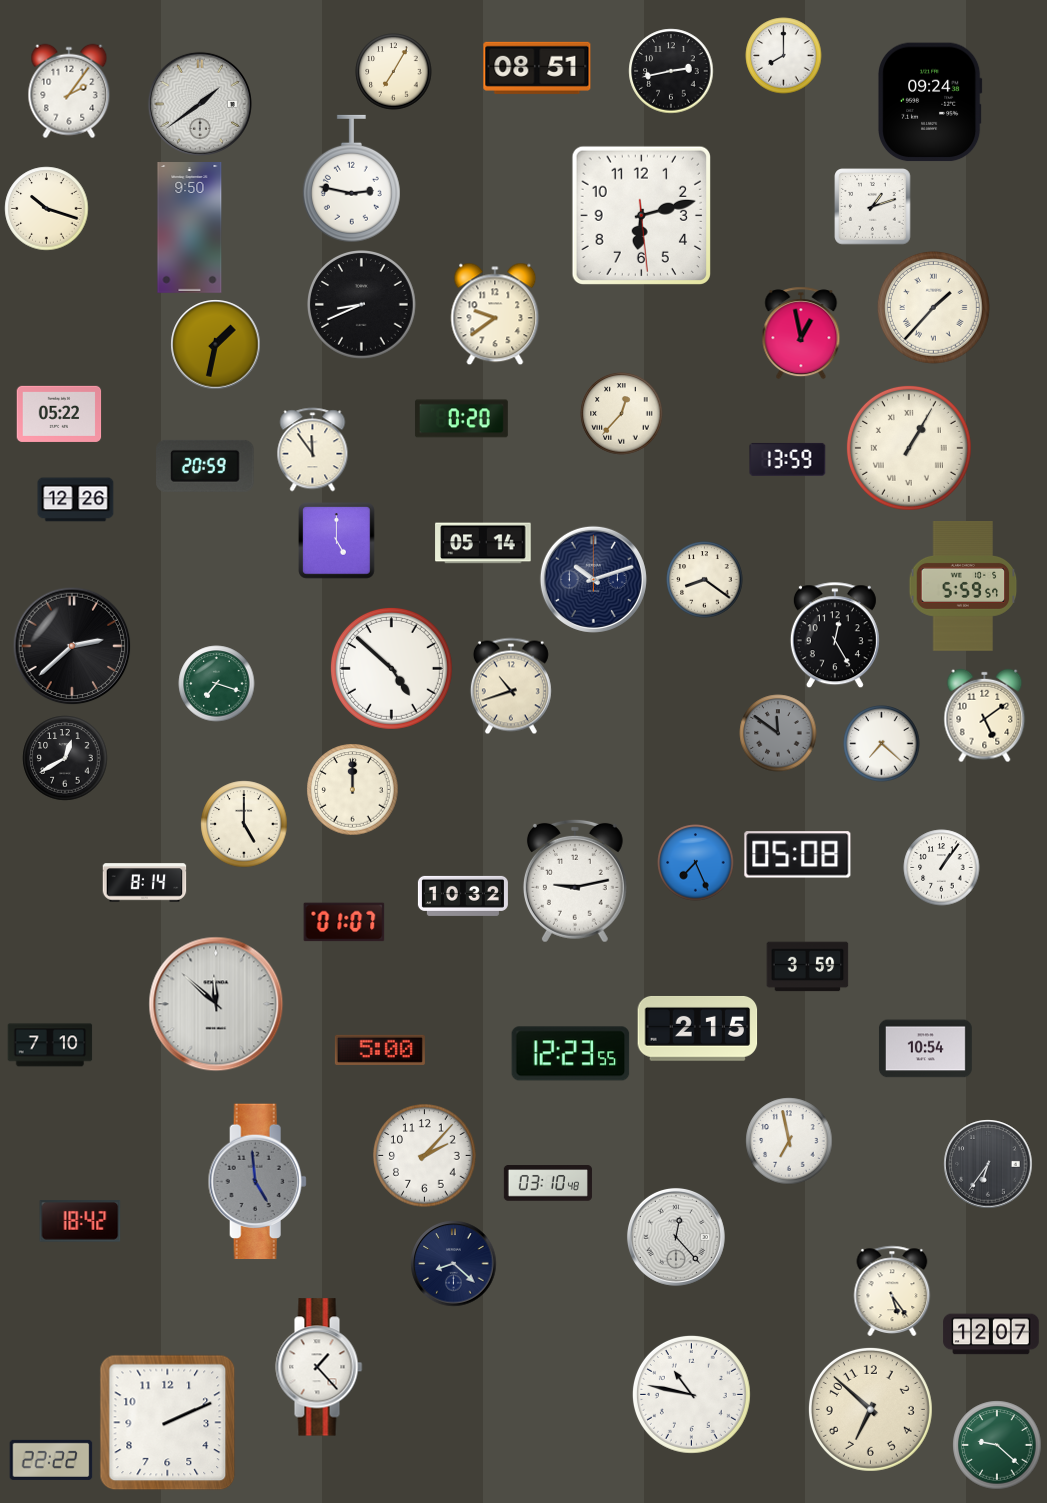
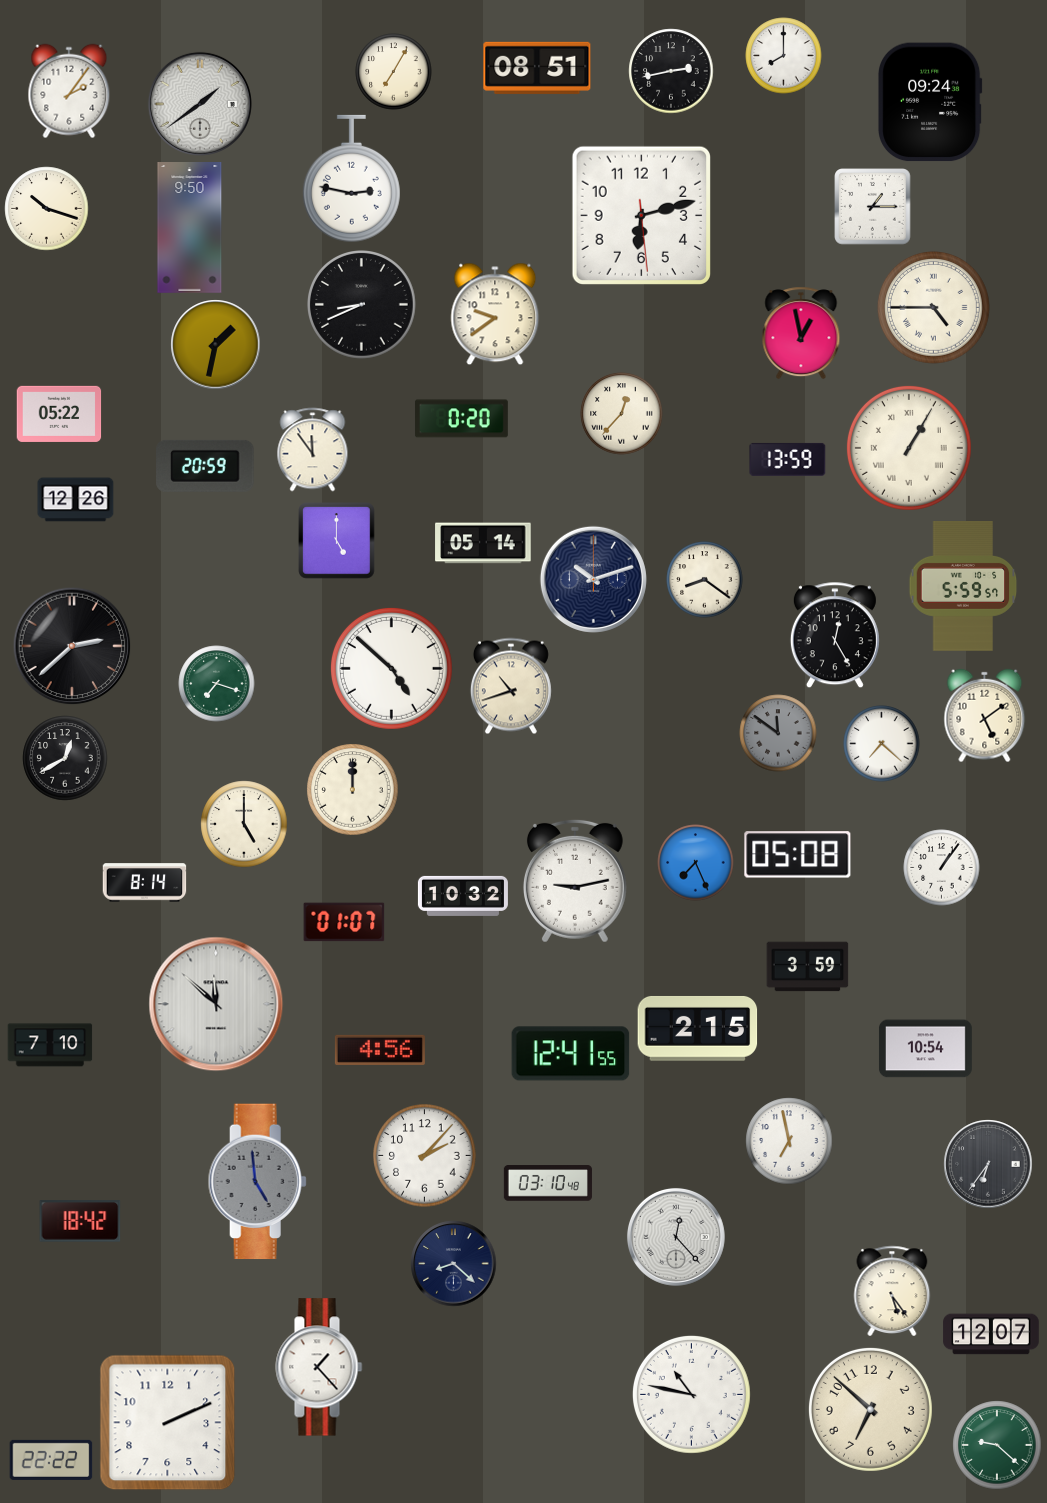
clock at (873, 207): 1:12 -> 1:15
clock at (934, 308): 1:37 -> 4:45
clock at (380, 1050): 5:00 -> 4:56
clock at (571, 1054): 12:23 -> 12:41
